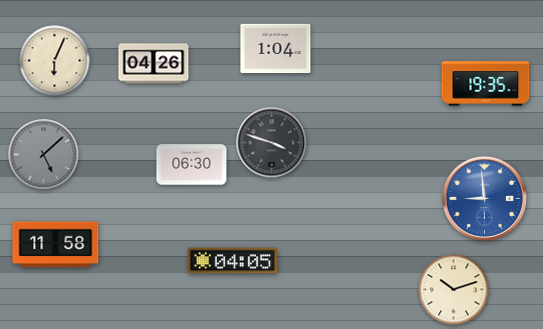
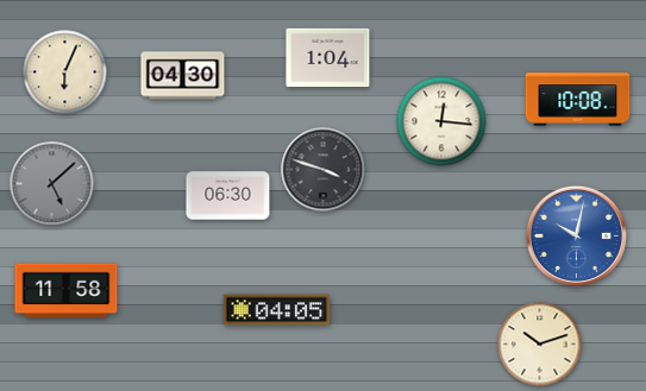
clock at (154, 64): 04:26 -> 04:30
clock at (486, 84): 19:35 -> 10:08
clock at (441, 121): none -> 12:16
clock at (484, 198): 8:59 -> 10:02
